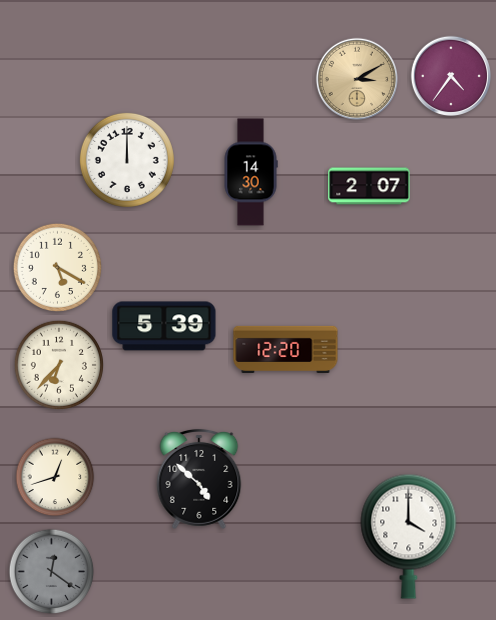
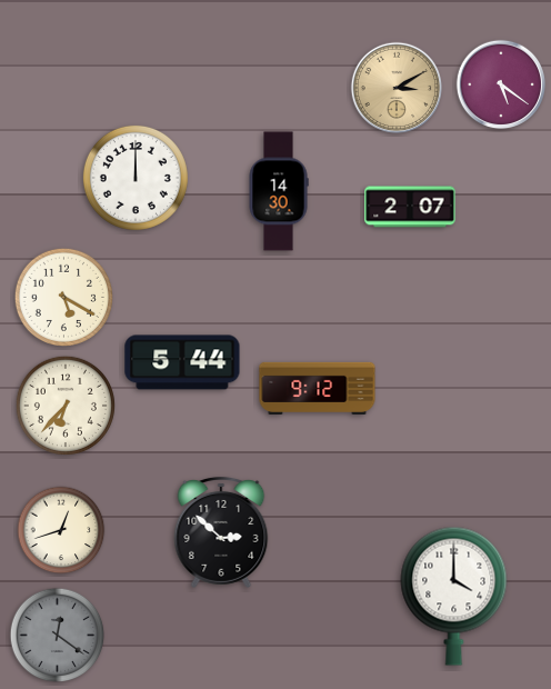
clock at (451, 76): 4:36 -> 5:21
clock at (127, 160) position: (127, 160) -> (136, 178)
clock at (164, 326): 5:39 -> 5:44
clock at (286, 349): 12:20 -> 9:12
clock at (199, 479): 4:52 -> 2:52
